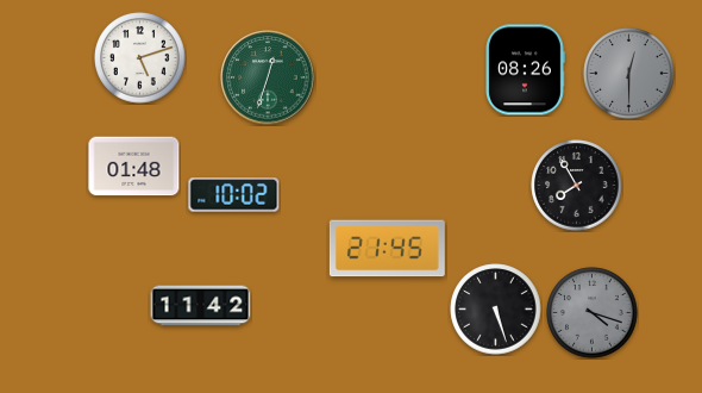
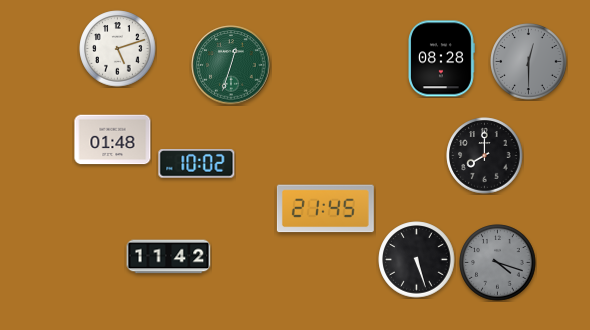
clock at (526, 70): 08:26 -> 08:28
clock at (268, 77) position: (268, 77) -> (231, 65)
clock at (577, 186): 7:55 -> 8:00
